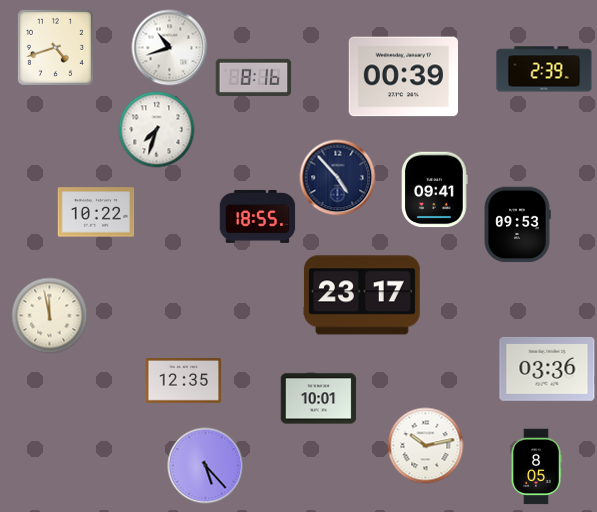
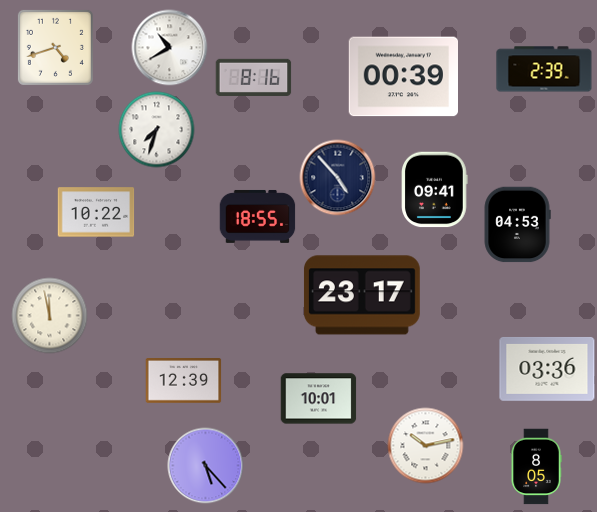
clock at (170, 48): 10:42 -> 10:40
clock at (517, 225): 09:53 -> 04:53
clock at (184, 381): 12:35 -> 12:39
